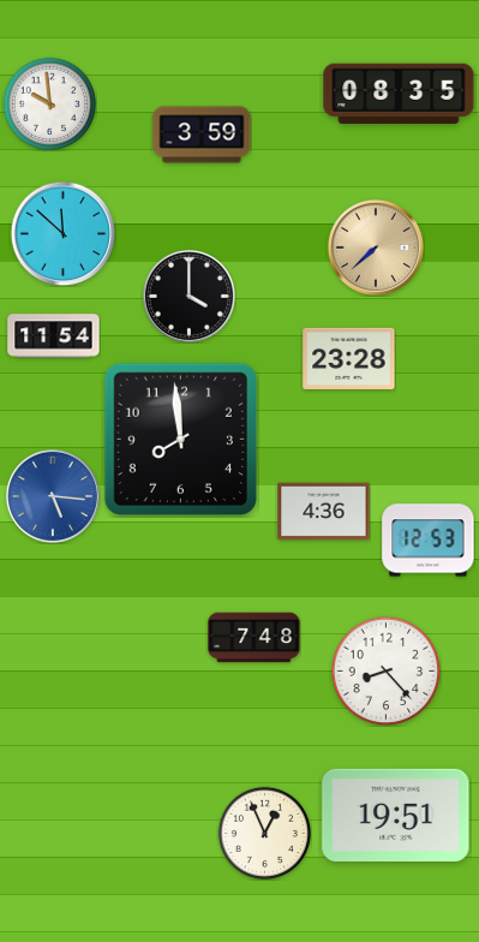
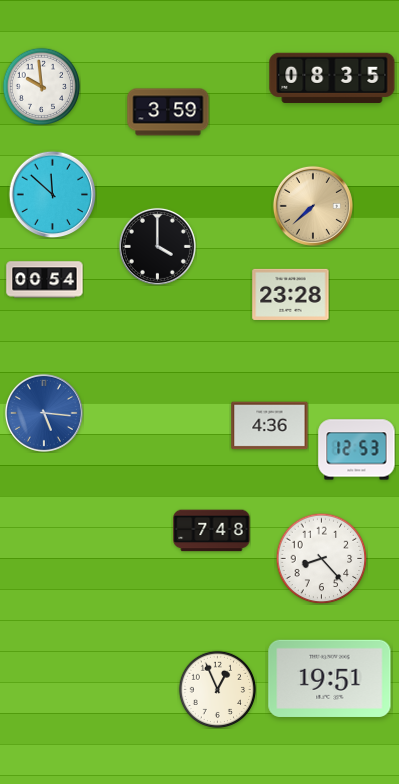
clock at (54, 336): 11:54 -> 00:54
clock at (349, 358) position: (349, 358) -> (291, 294)
clock at (180, 439): 7:59 -> none
clock at (264, 833) position: (264, 833) -> (217, 689)
